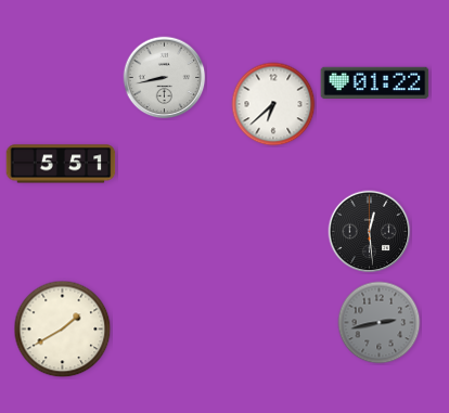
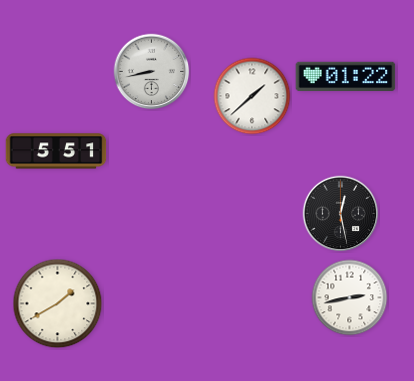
clock at (273, 104): 6:38 -> 1:38
clock at (370, 232): 12:29 -> 12:28
clock at (380, 323) dial: grey -> white
